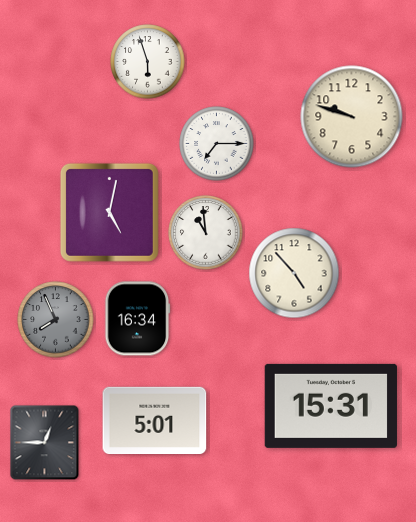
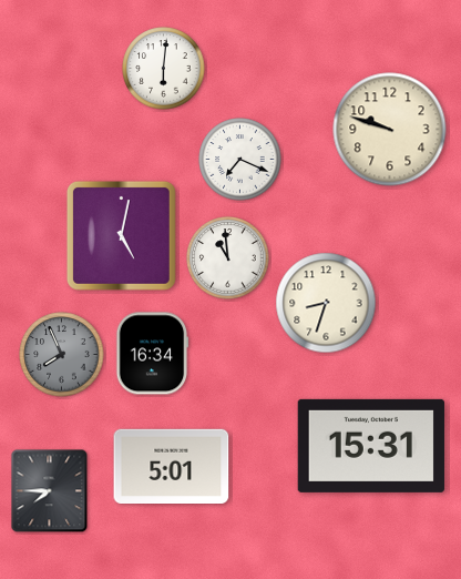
clock at (148, 62): 5:57 -> 6:01
clock at (217, 144): 7:15 -> 7:19
clock at (294, 273): 4:53 -> 8:33
clock at (331, 406) position: (331, 406) -> (371, 446)
clock at (45, 443): 12:45 -> 7:45
